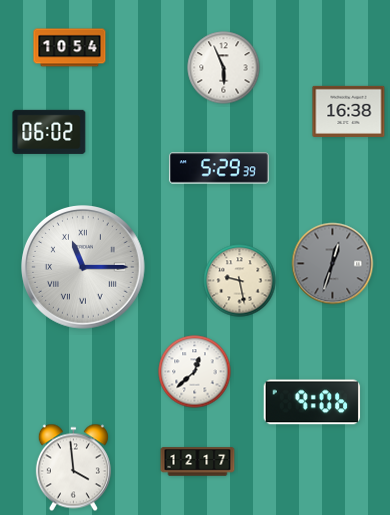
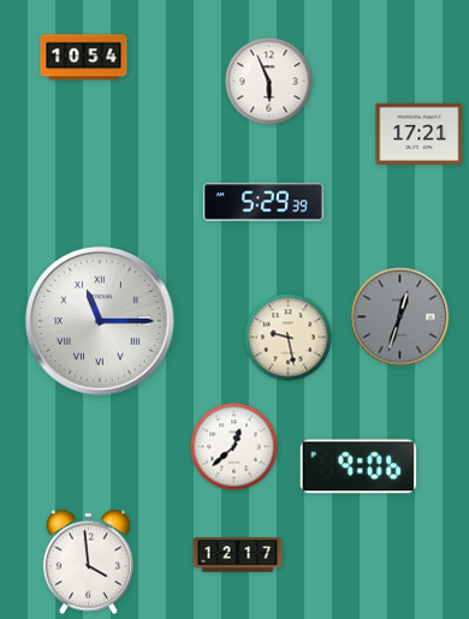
clock at (349, 111): 16:38 -> 17:21
clock at (49, 132): 06:02 -> none
clock at (312, 402) position: (312, 402) -> (358, 466)
